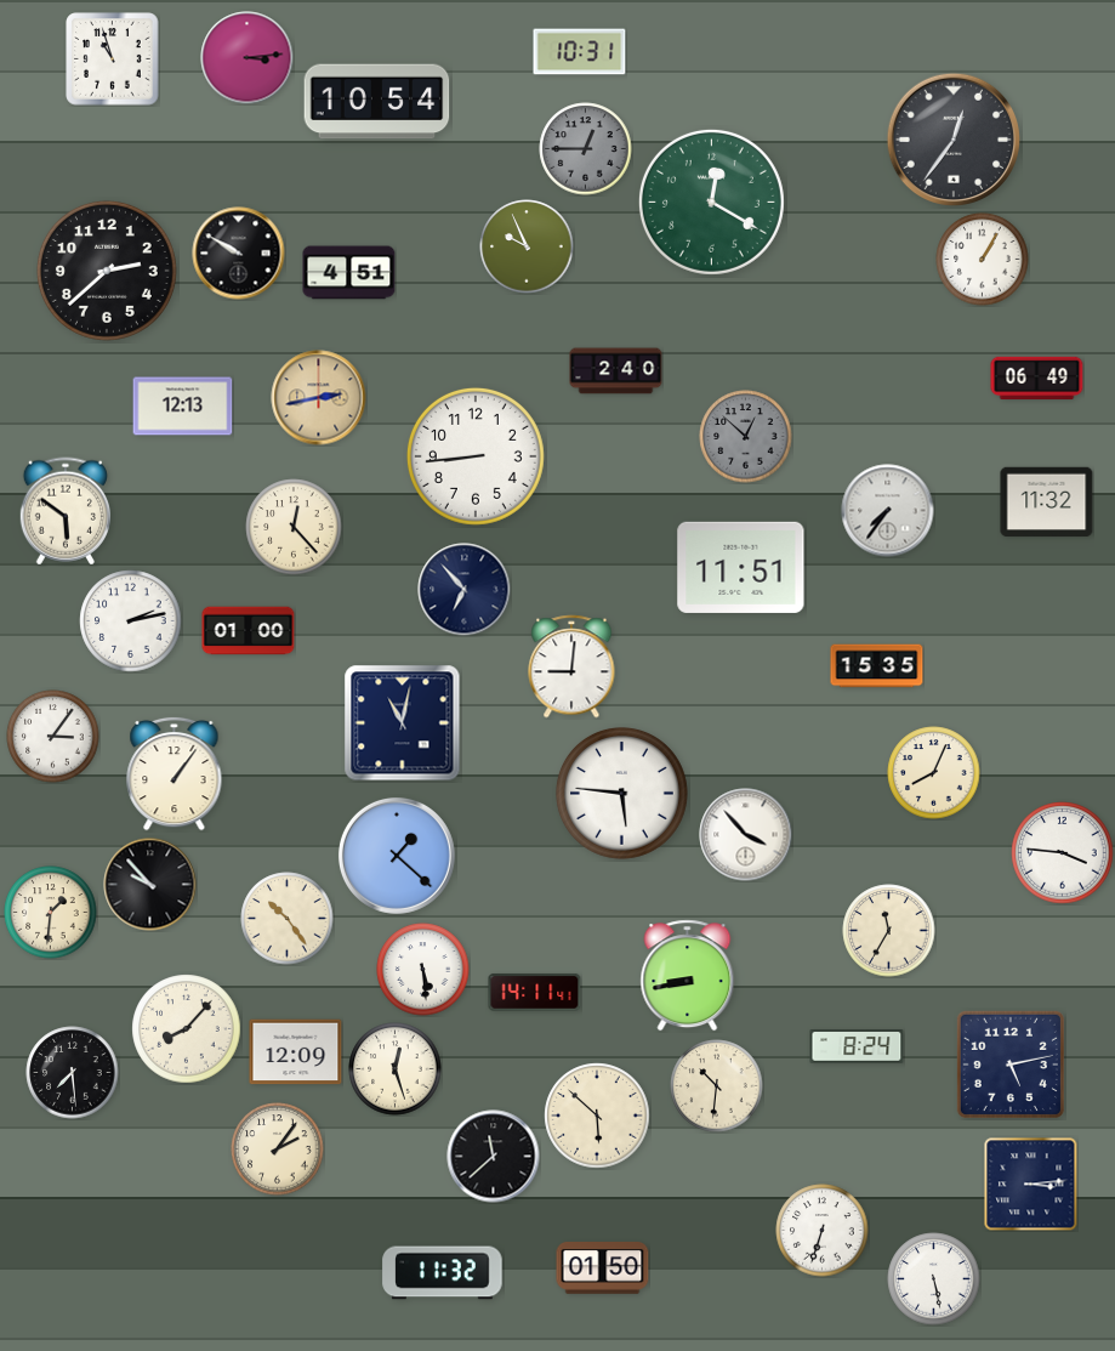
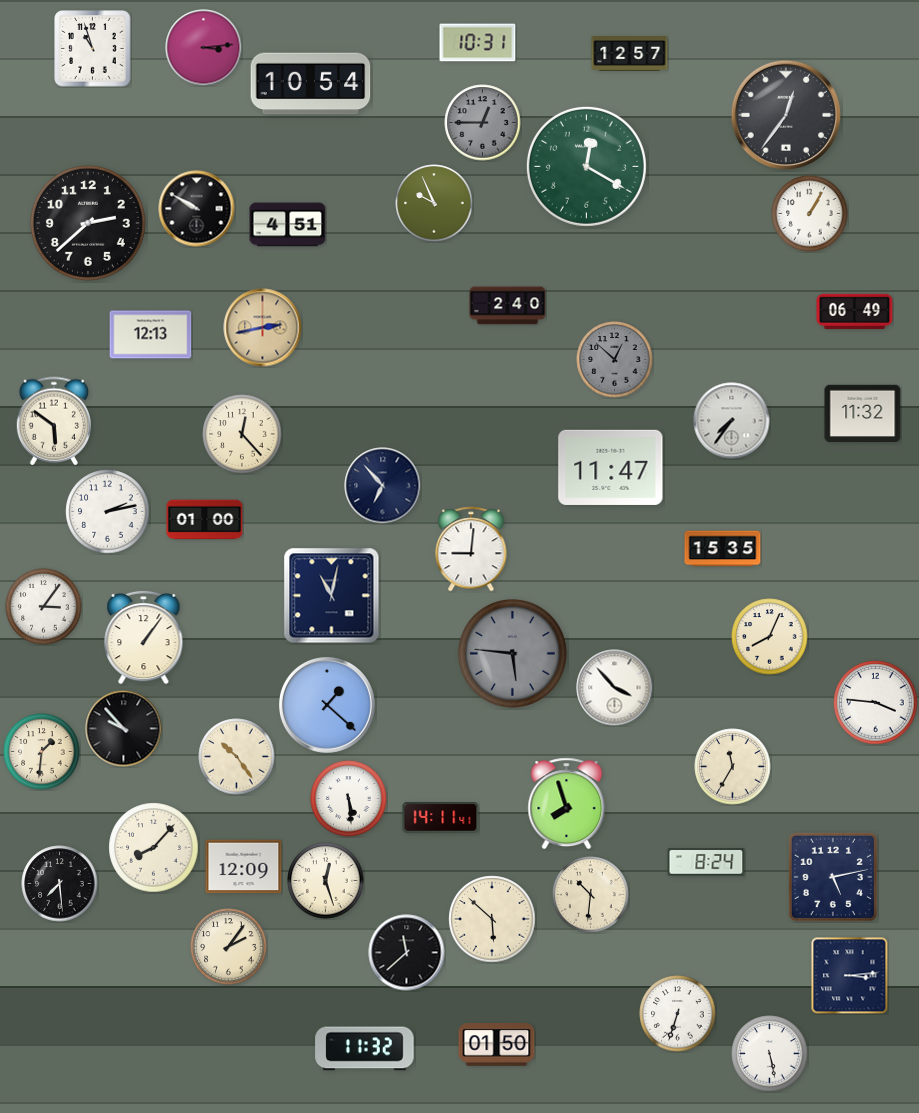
clock at (630, 54): none -> 12:57
clock at (476, 456): 8:44 -> none
clock at (741, 567): 11:51 -> 11:47
clock at (621, 793) dial: white -> grey
clock at (688, 976): 8:43 -> 7:57
